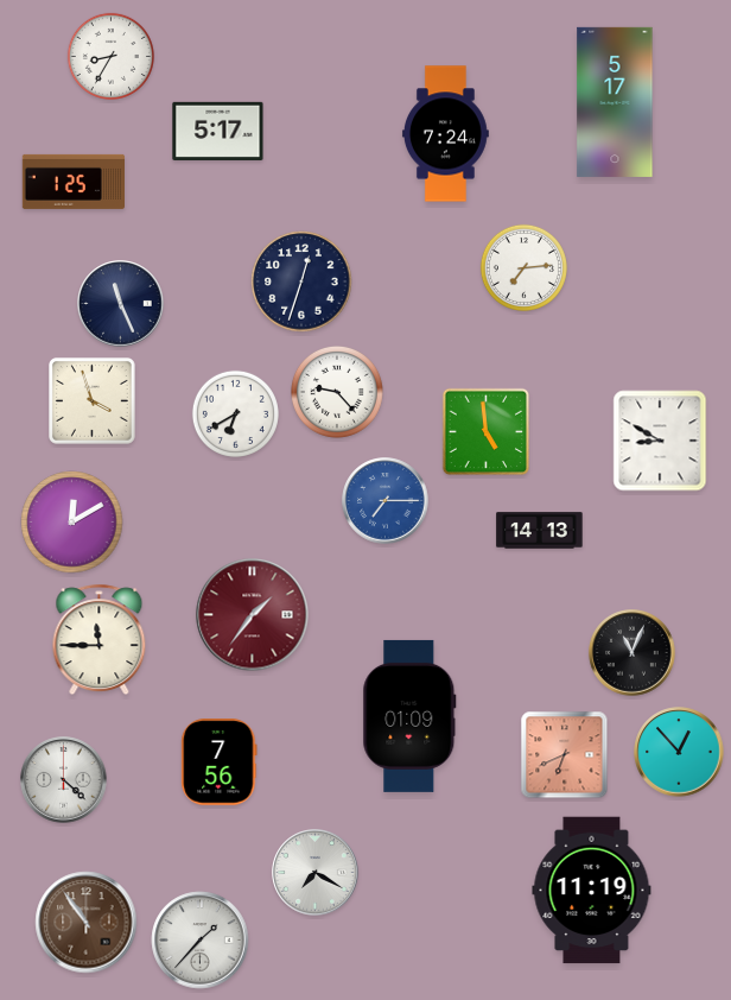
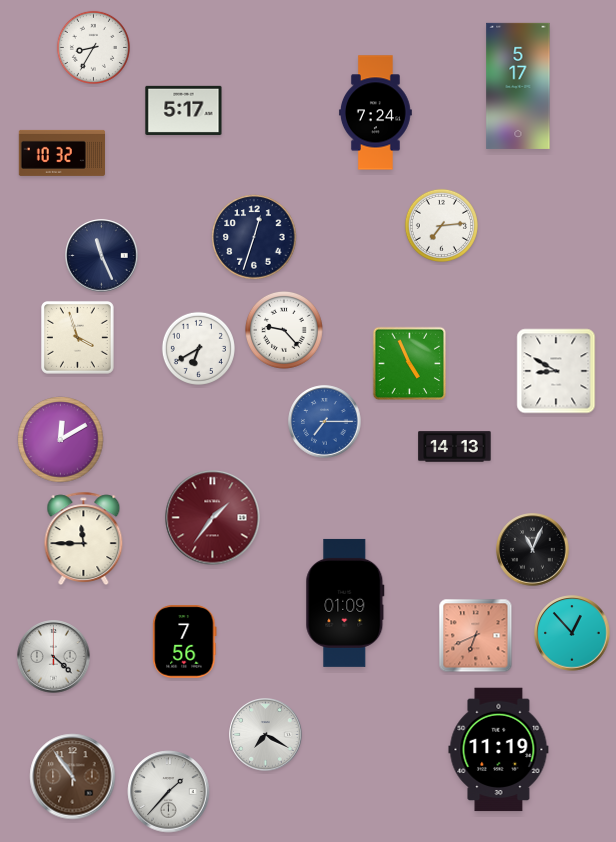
clock at (72, 182): 1:25 -> 10:32
clock at (487, 432): 4:59 -> 4:56
